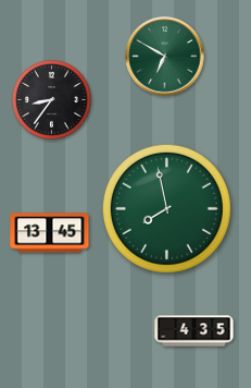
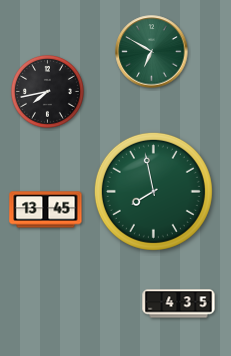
clock at (51, 99): 8:36 -> 7:43
clock at (50, 233) position: (50, 233) -> (46, 210)
